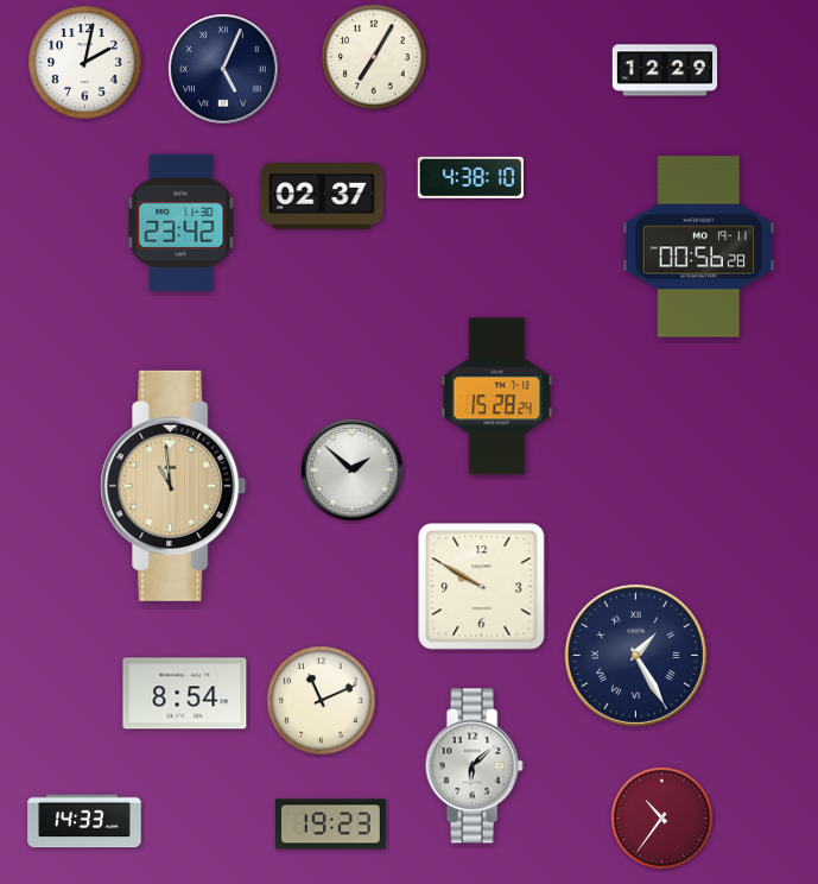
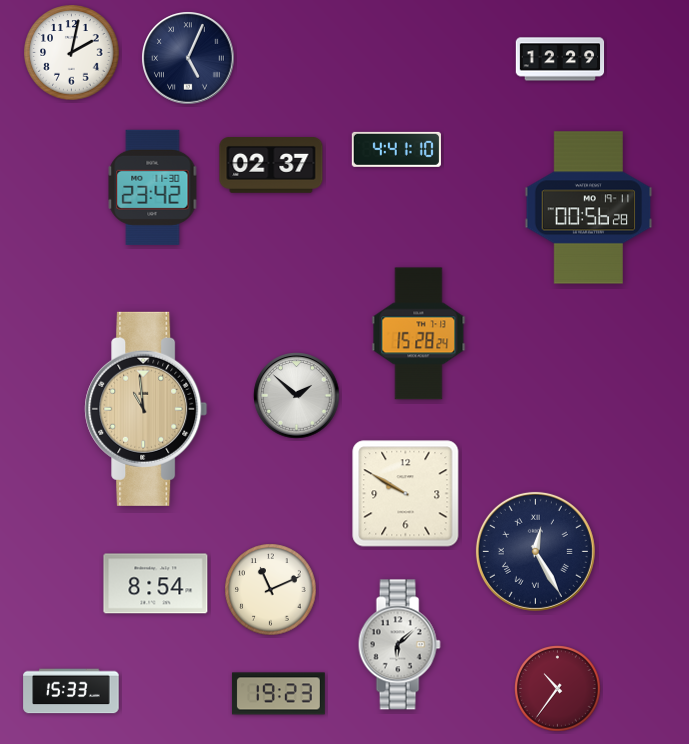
clock at (374, 57): 7:05 -> none
clock at (470, 177): 4:38 -> 4:41
clock at (635, 655): 1:25 -> 12:25
clock at (84, 821): 14:33 -> 15:33
